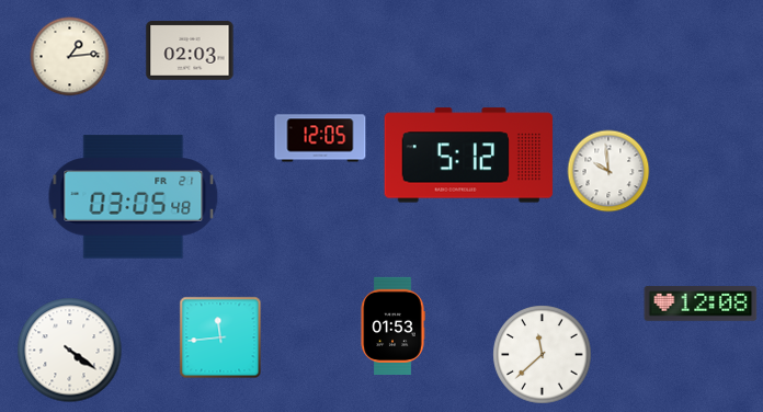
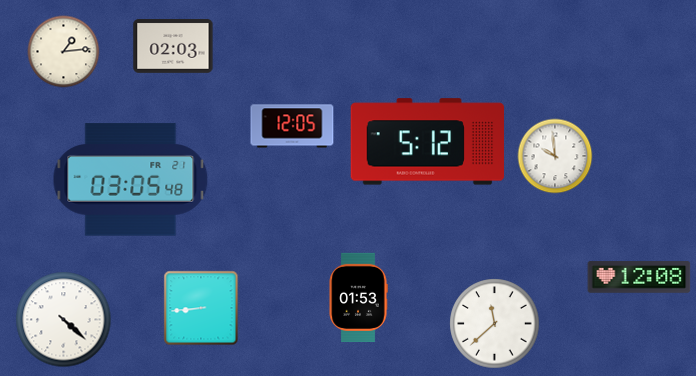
clock at (134, 197) position: (134, 197) -> (131, 180)
clock at (220, 337): 11:44 -> 8:44
clock at (70, 351): 4:21 -> 4:22
